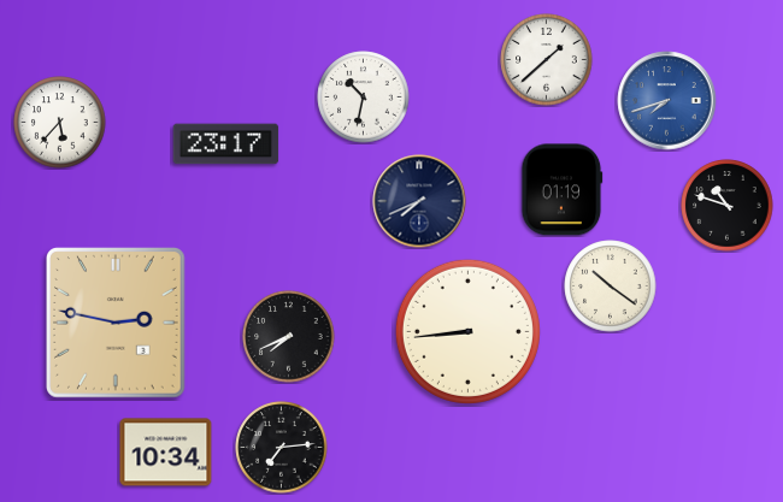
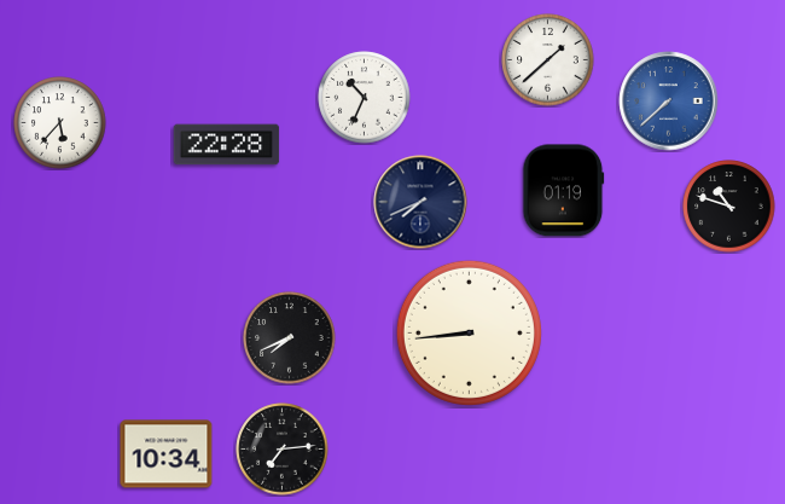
clock at (364, 98): 10:32 -> 10:34
clock at (667, 101): 7:42 -> 7:38
clock at (226, 144): 23:17 -> 22:28
clock at (611, 287): 10:21 -> none
clock at (117, 324): 2:47 -> none
